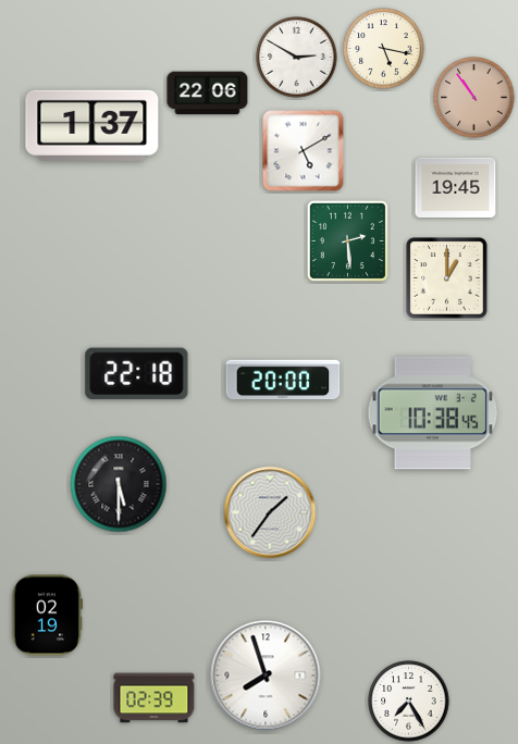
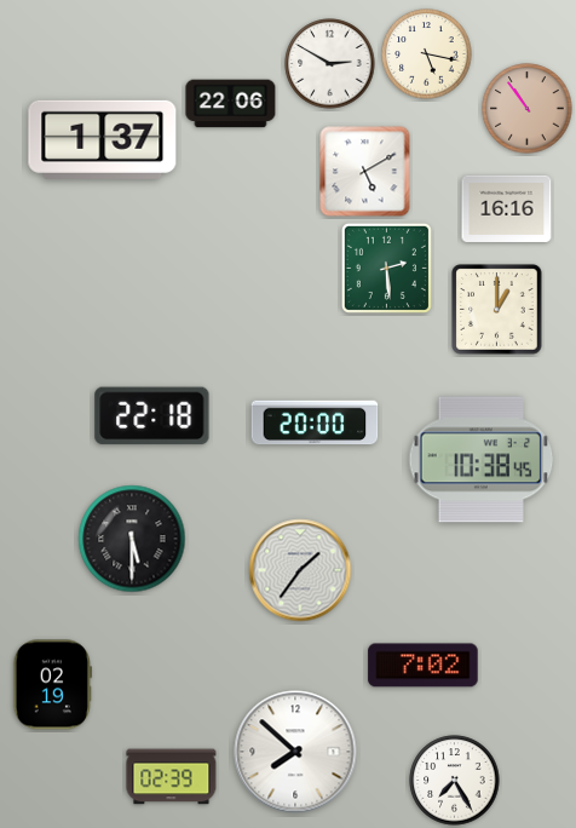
clock at (304, 151) position: (304, 151) -> (365, 172)
clock at (456, 187): 19:45 -> 16:16
clock at (424, 666): none -> 7:02
clock at (266, 675): 7:57 -> 7:52
